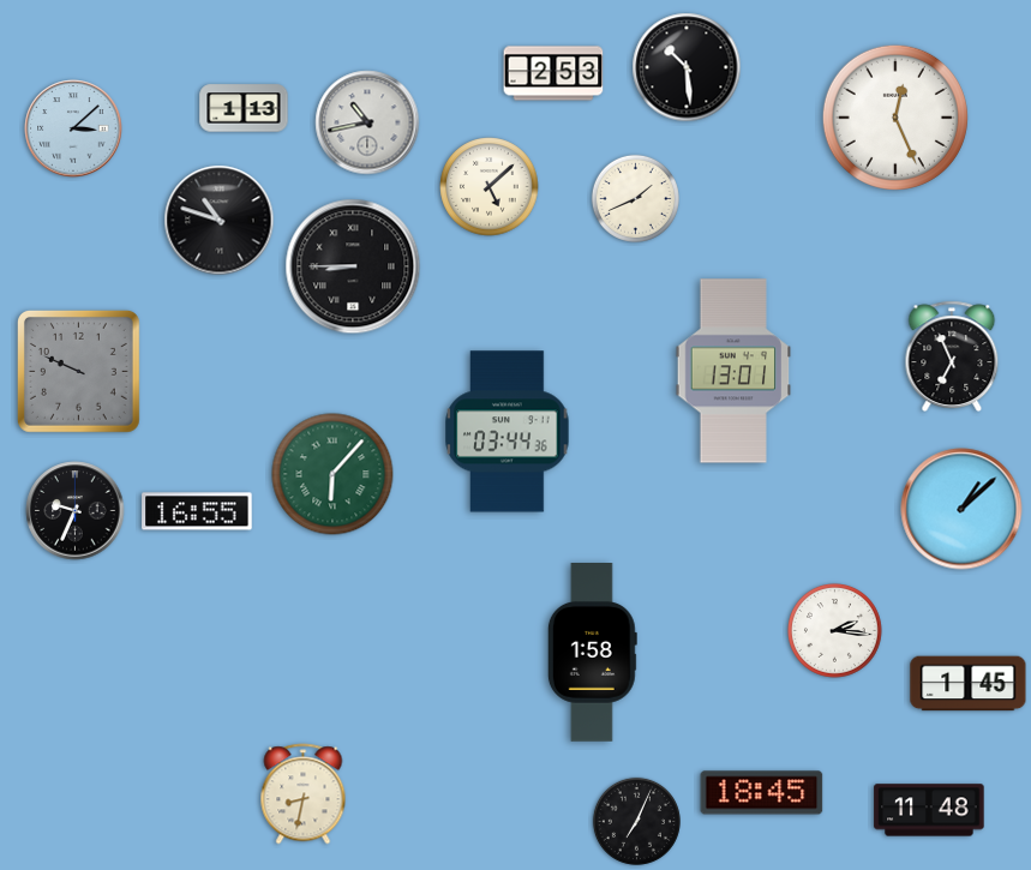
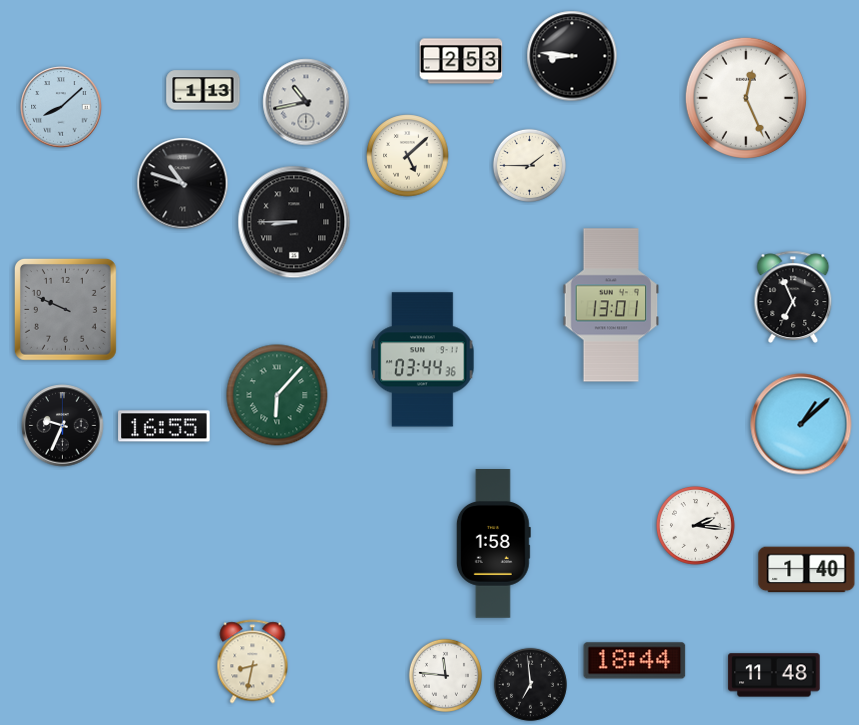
clock at (687, 67): 10:29 -> 8:46
clock at (73, 128): 3:08 -> 8:08
clock at (635, 198): 1:41 -> 1:45
clock at (733, 371) position: (733, 371) -> (611, 305)
clock at (969, 684): 1:45 -> 1:40
clock at (762, 793): 18:45 -> 18:44
clock at (445, 675): none -> 11:46
clock at (636, 821): 7:04 -> 6:59
